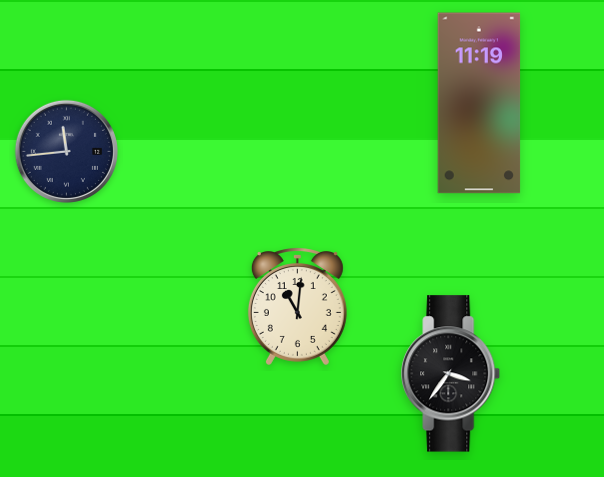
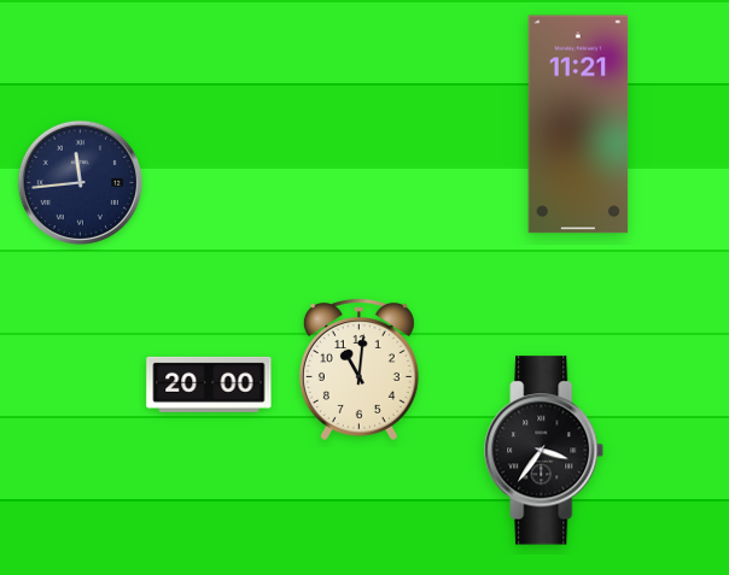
clock at (479, 103): 11:19 -> 11:21
clock at (209, 385): none -> 20:00
